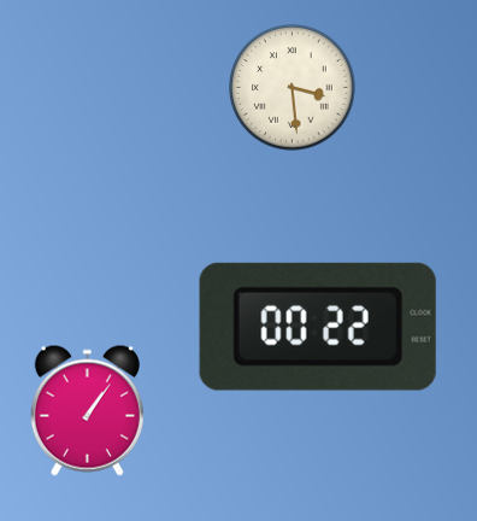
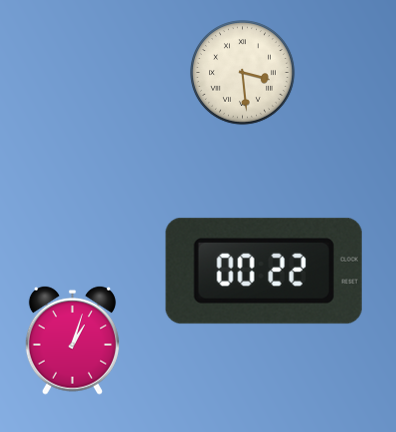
clock at (87, 410): 1:06 -> 1:03
